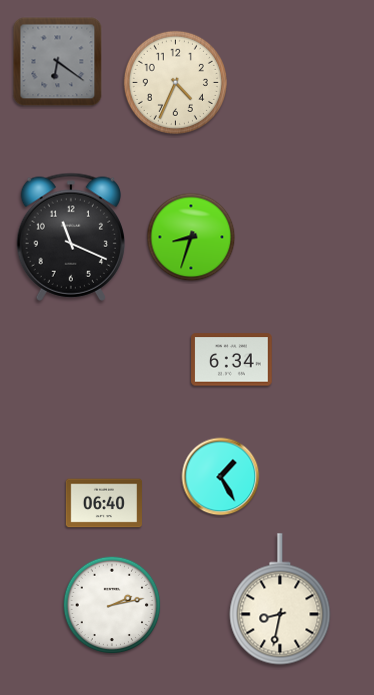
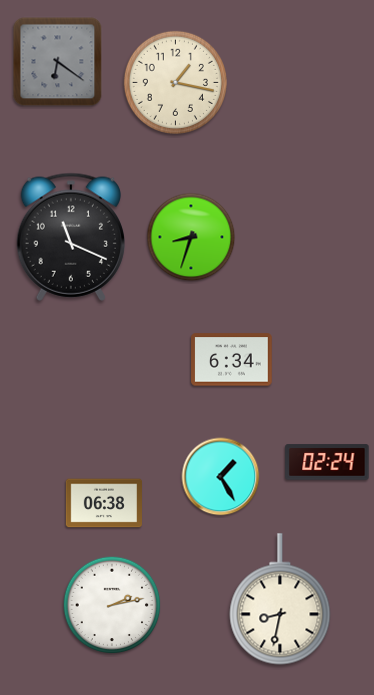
clock at (175, 82): 4:34 -> 1:17
clock at (327, 462): none -> 02:24
clock at (103, 503): 06:40 -> 06:38
